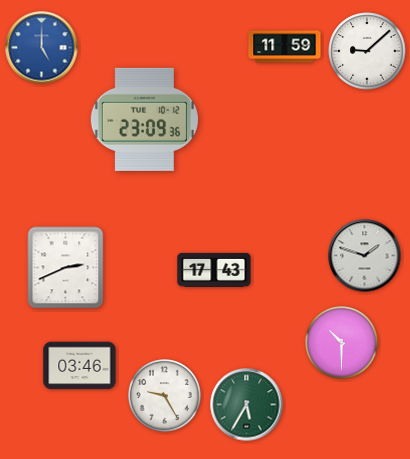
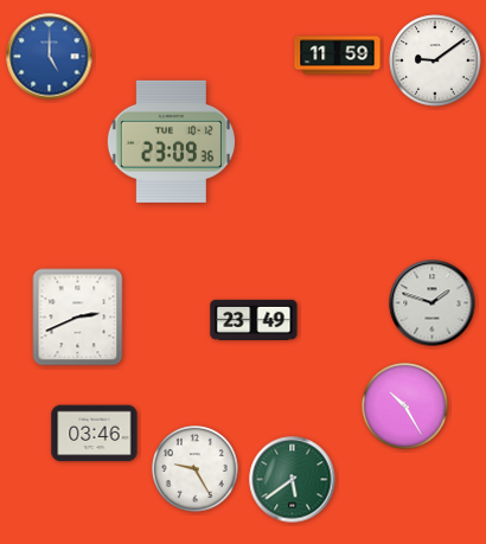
clock at (367, 51): 9:08 -> 9:09
clock at (214, 270): 17:43 -> 23:49
clock at (342, 343): 10:30 -> 10:25
clock at (247, 405): 5:35 -> 5:39
